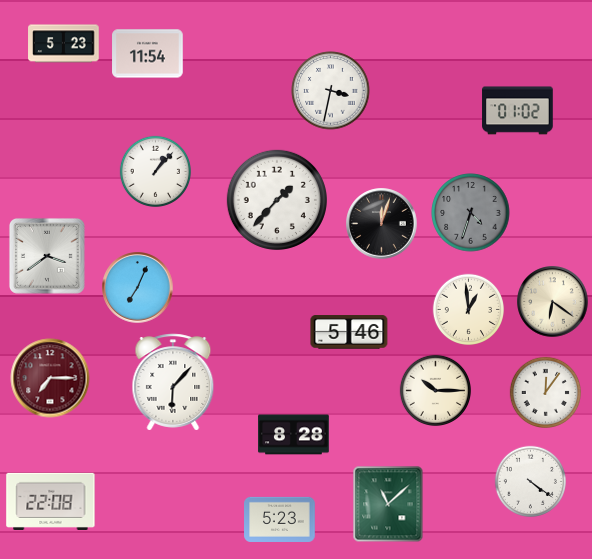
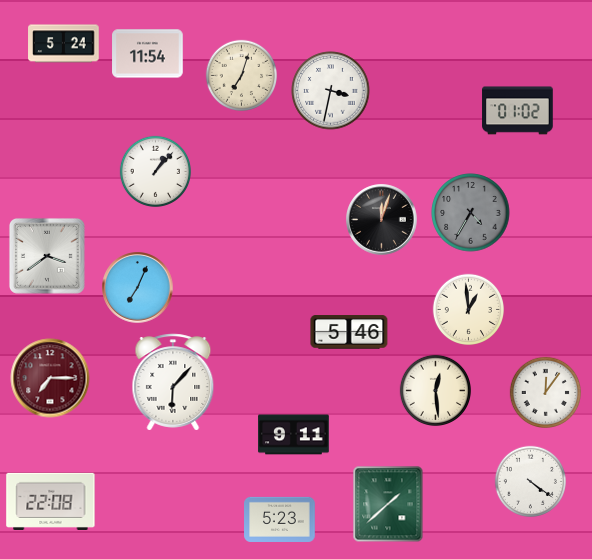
clock at (64, 44): 5:23 -> 5:24
clock at (241, 75): none -> 7:03
clock at (277, 200): 1:37 -> none
clock at (471, 213): 4:33 -> 4:35
clock at (382, 224) position: (382, 224) -> (382, 220)
clock at (553, 302): 6:21 -> none
clock at (435, 390): 10:15 -> 12:29
clock at (294, 435): 8:28 -> 9:11
clock at (388, 504): 11:08 -> 1:38
